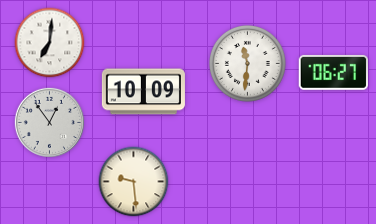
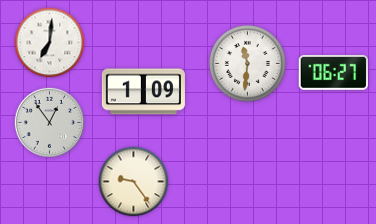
clock at (143, 92): 10:09 -> 1:09
clock at (134, 182): 9:29 -> 9:24
